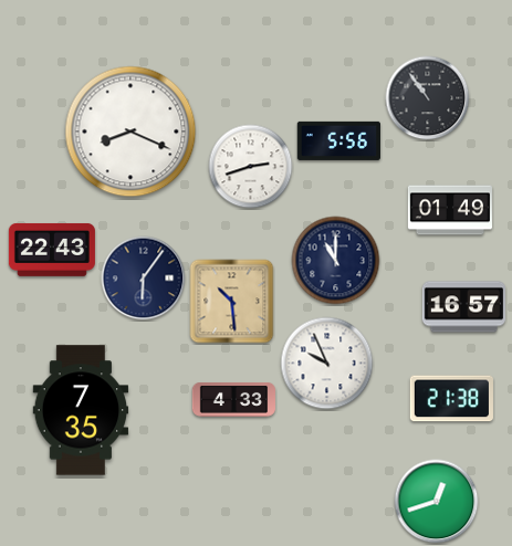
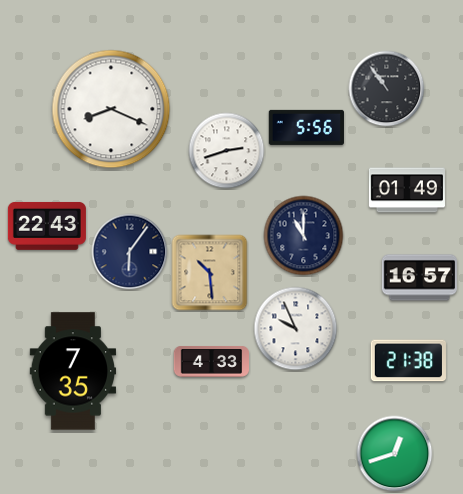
clock at (130, 132) position: (130, 132) -> (111, 109)
